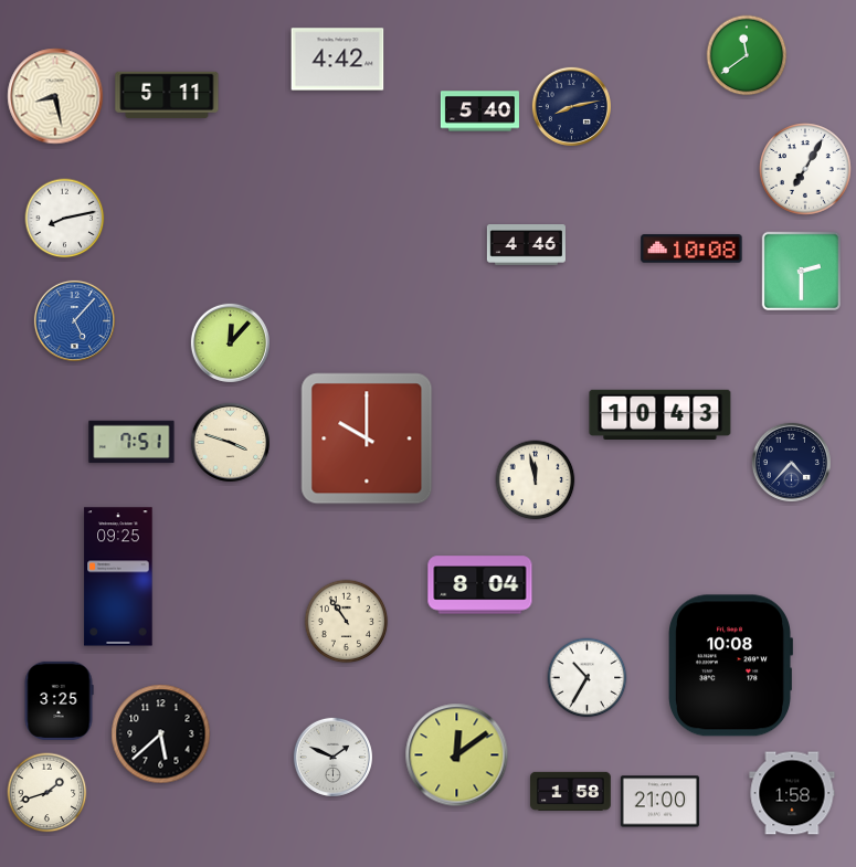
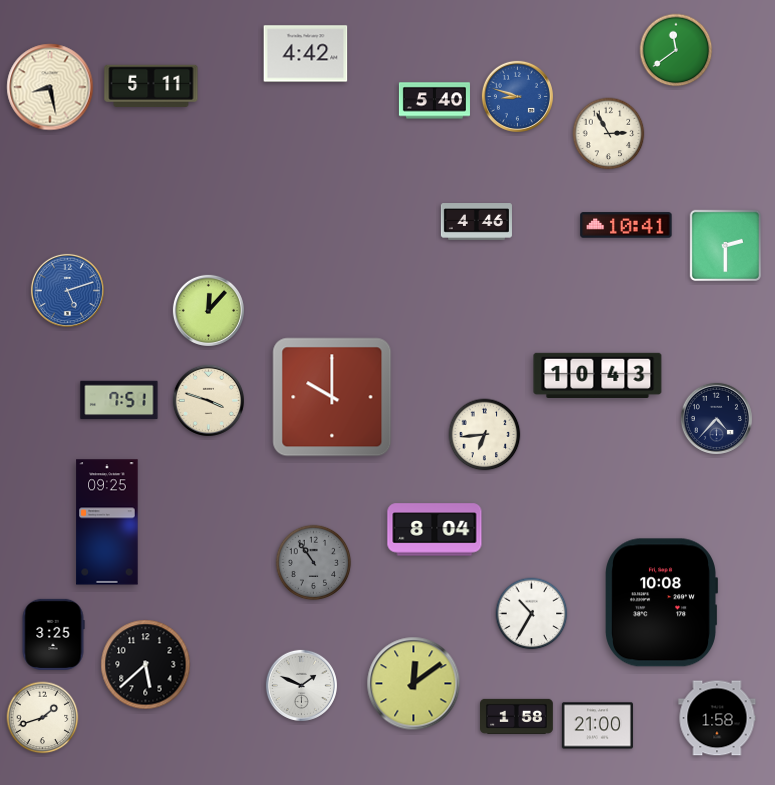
clock at (571, 106): 8:13 -> 8:48
clock at (571, 106) dial: navy -> blue
clock at (609, 134): none -> 2:55
clock at (805, 169): 7:05 -> none
clock at (65, 219): 8:13 -> none
clock at (691, 249): 10:08 -> 10:41
clock at (74, 320): 5:07 -> 5:12
clock at (536, 480): 11:58 -> 6:44
clock at (347, 622) dial: cream -> grey
